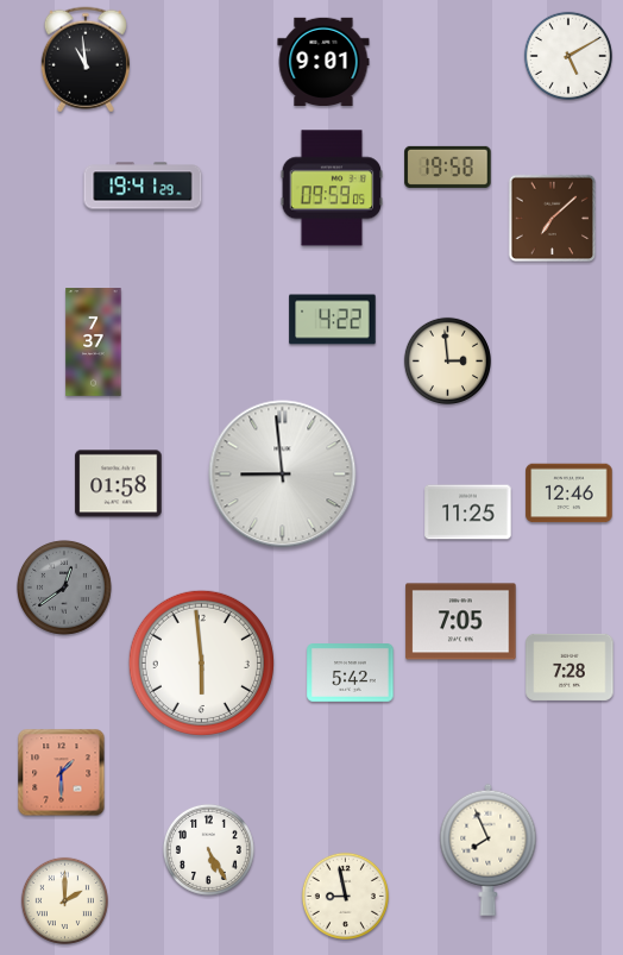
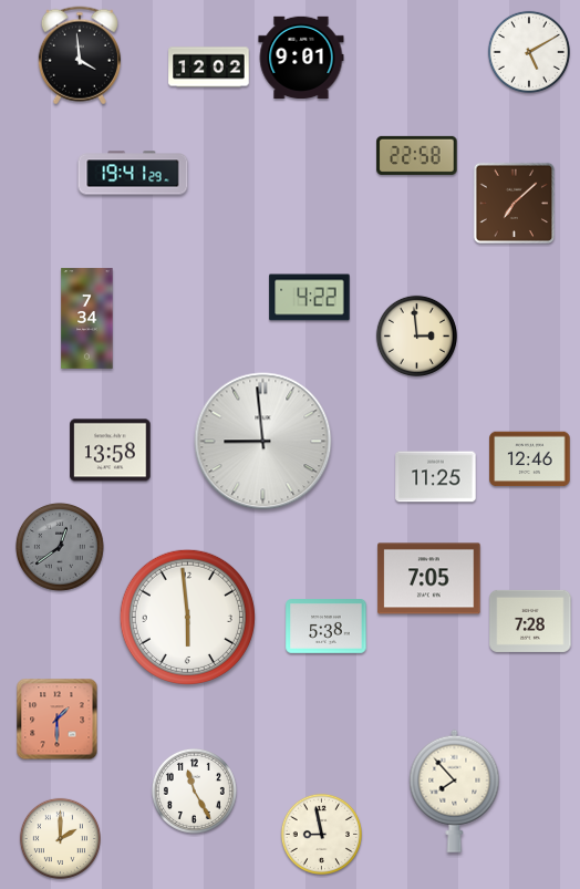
clock at (86, 59): 10:59 -> 3:59
clock at (209, 68): none -> 12:02
clock at (448, 167): 19:58 -> 22:58
clock at (332, 188): 09:59 -> none
clock at (94, 343): 7:37 -> 7:34
clock at (119, 484): 01:58 -> 13:58
clock at (351, 673): 5:42 -> 5:38
clock at (208, 849): 5:25 -> 11:25
clock at (489, 849): 7:56 -> 7:53
